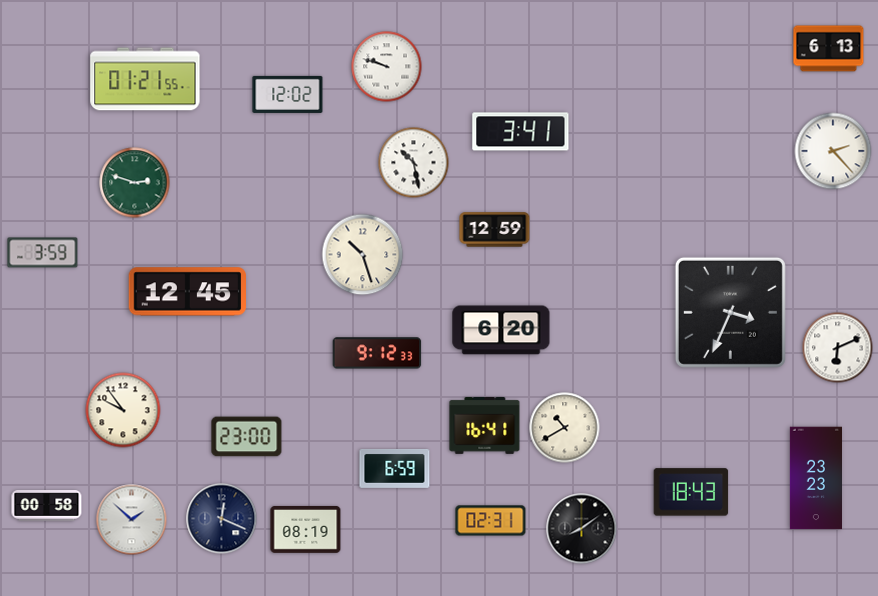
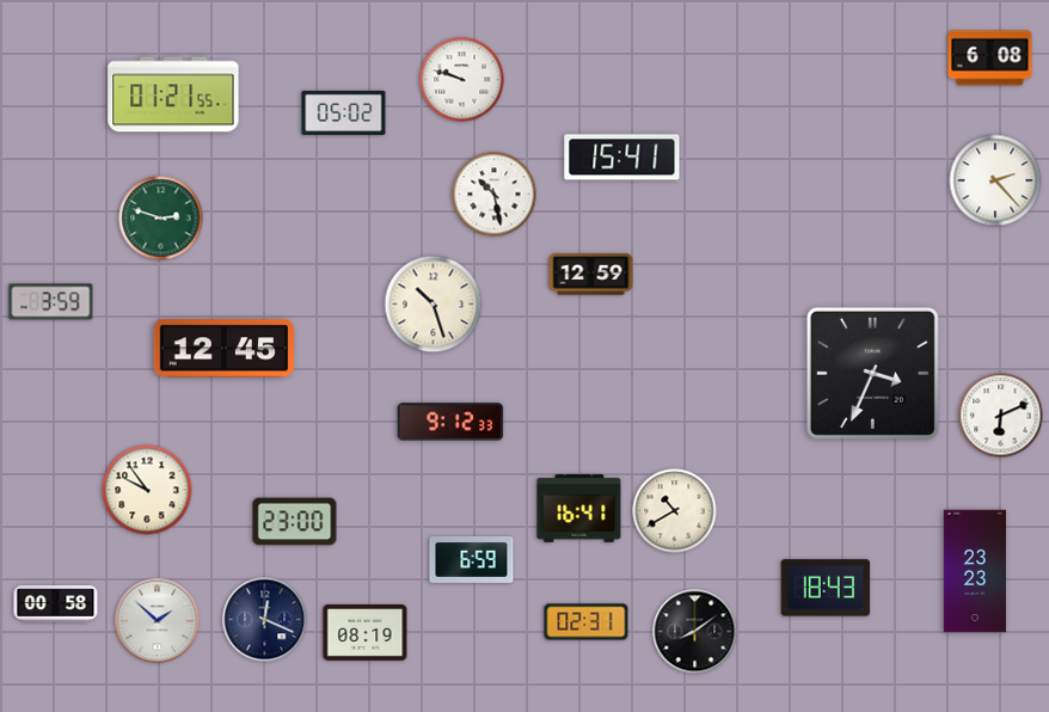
clock at (829, 49): 6:13 -> 6:08
clock at (288, 94): 12:02 -> 05:02
clock at (521, 132): 3:41 -> 15:41
clock at (501, 330): 6:20 -> none
